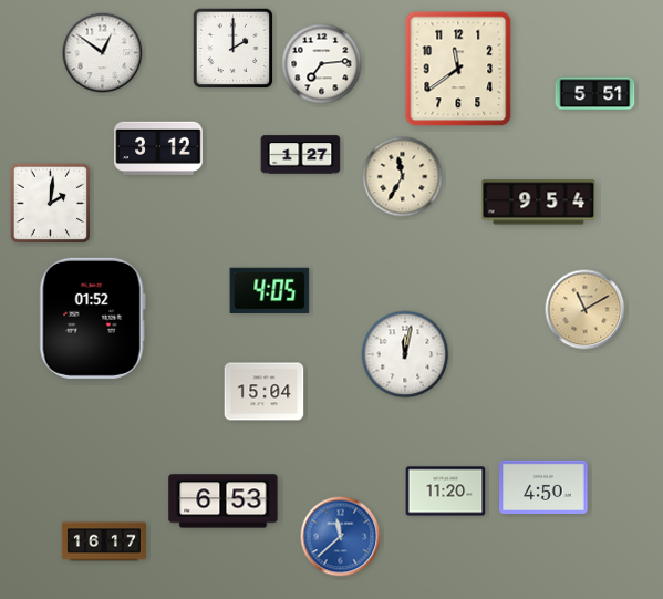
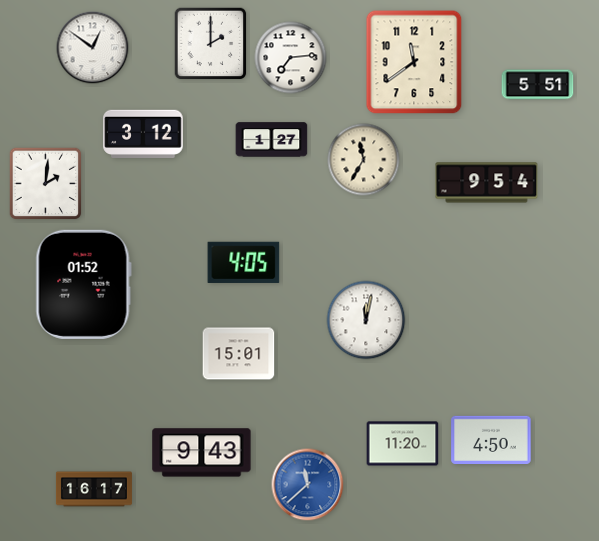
clock at (586, 310): 11:10 -> none
clock at (92, 318) position: (92, 318) -> (83, 284)
clock at (265, 392): 15:04 -> 15:01
clock at (224, 502): 6:53 -> 9:43
